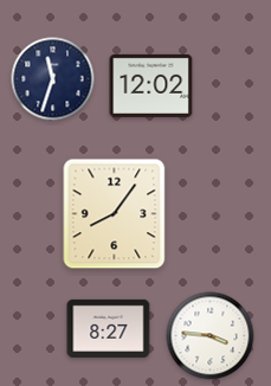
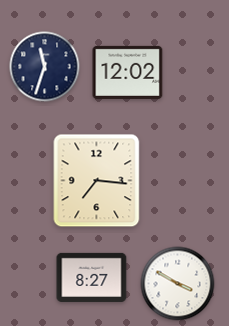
clock at (115, 214): 8:06 -> 7:16
clock at (211, 336): 3:46 -> 3:50
